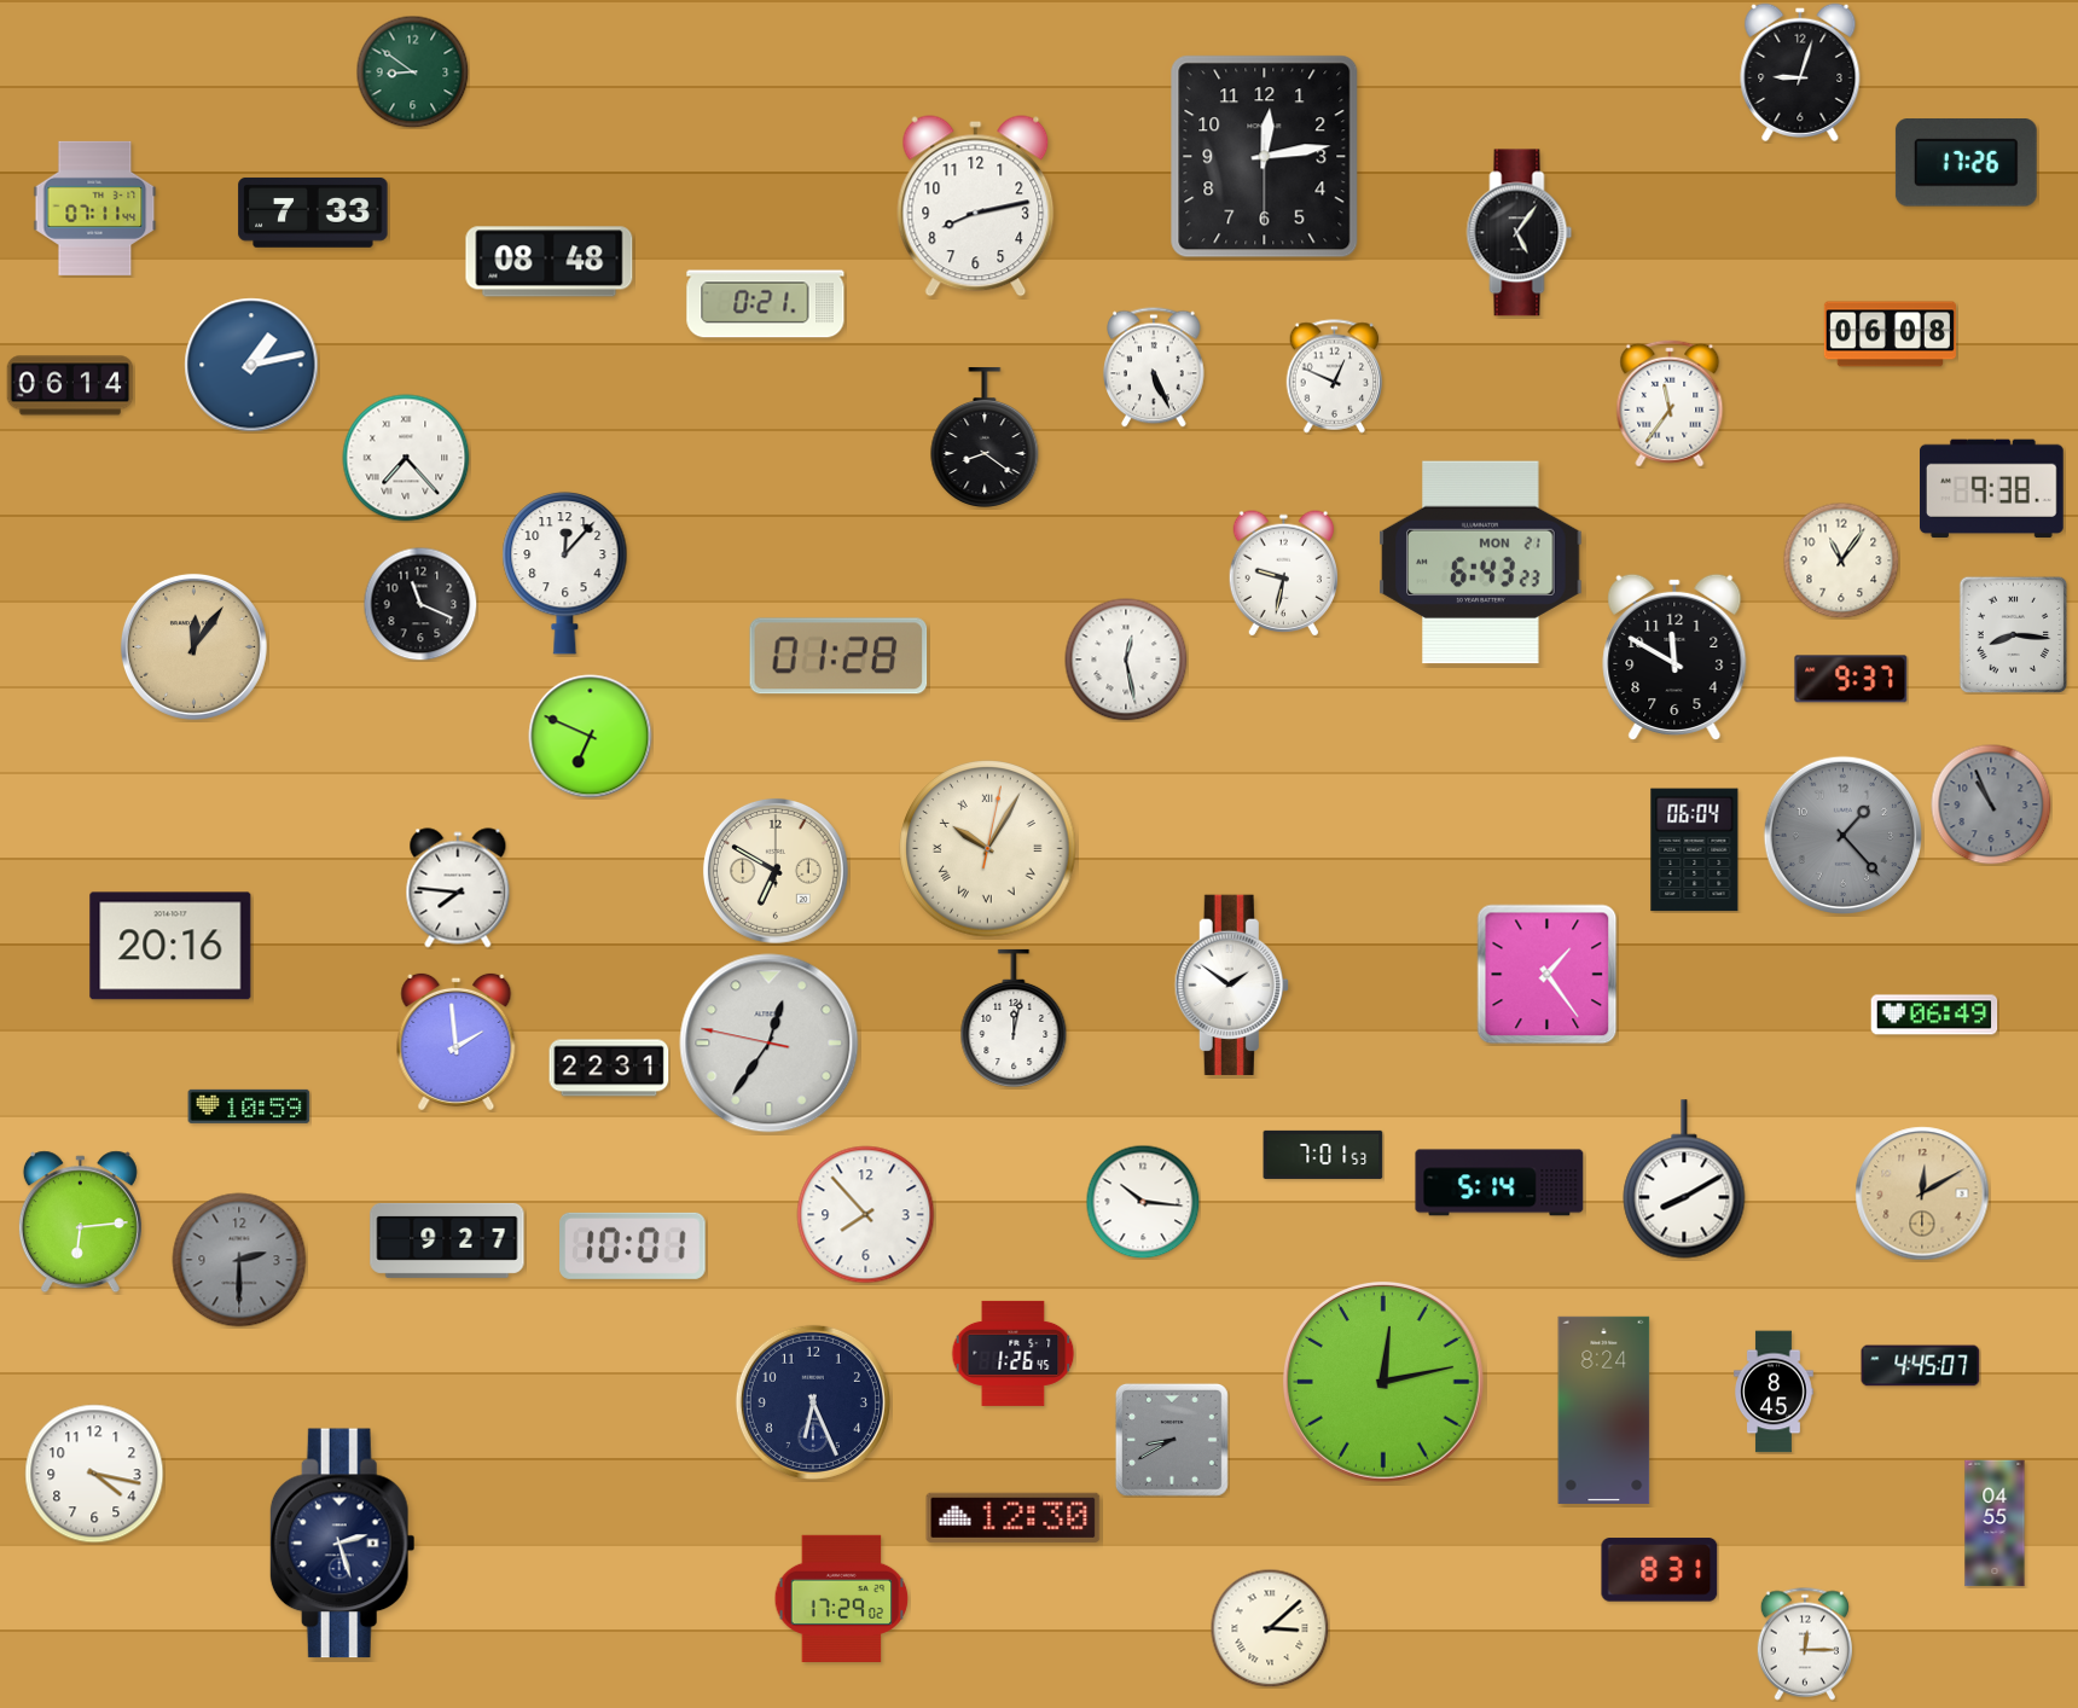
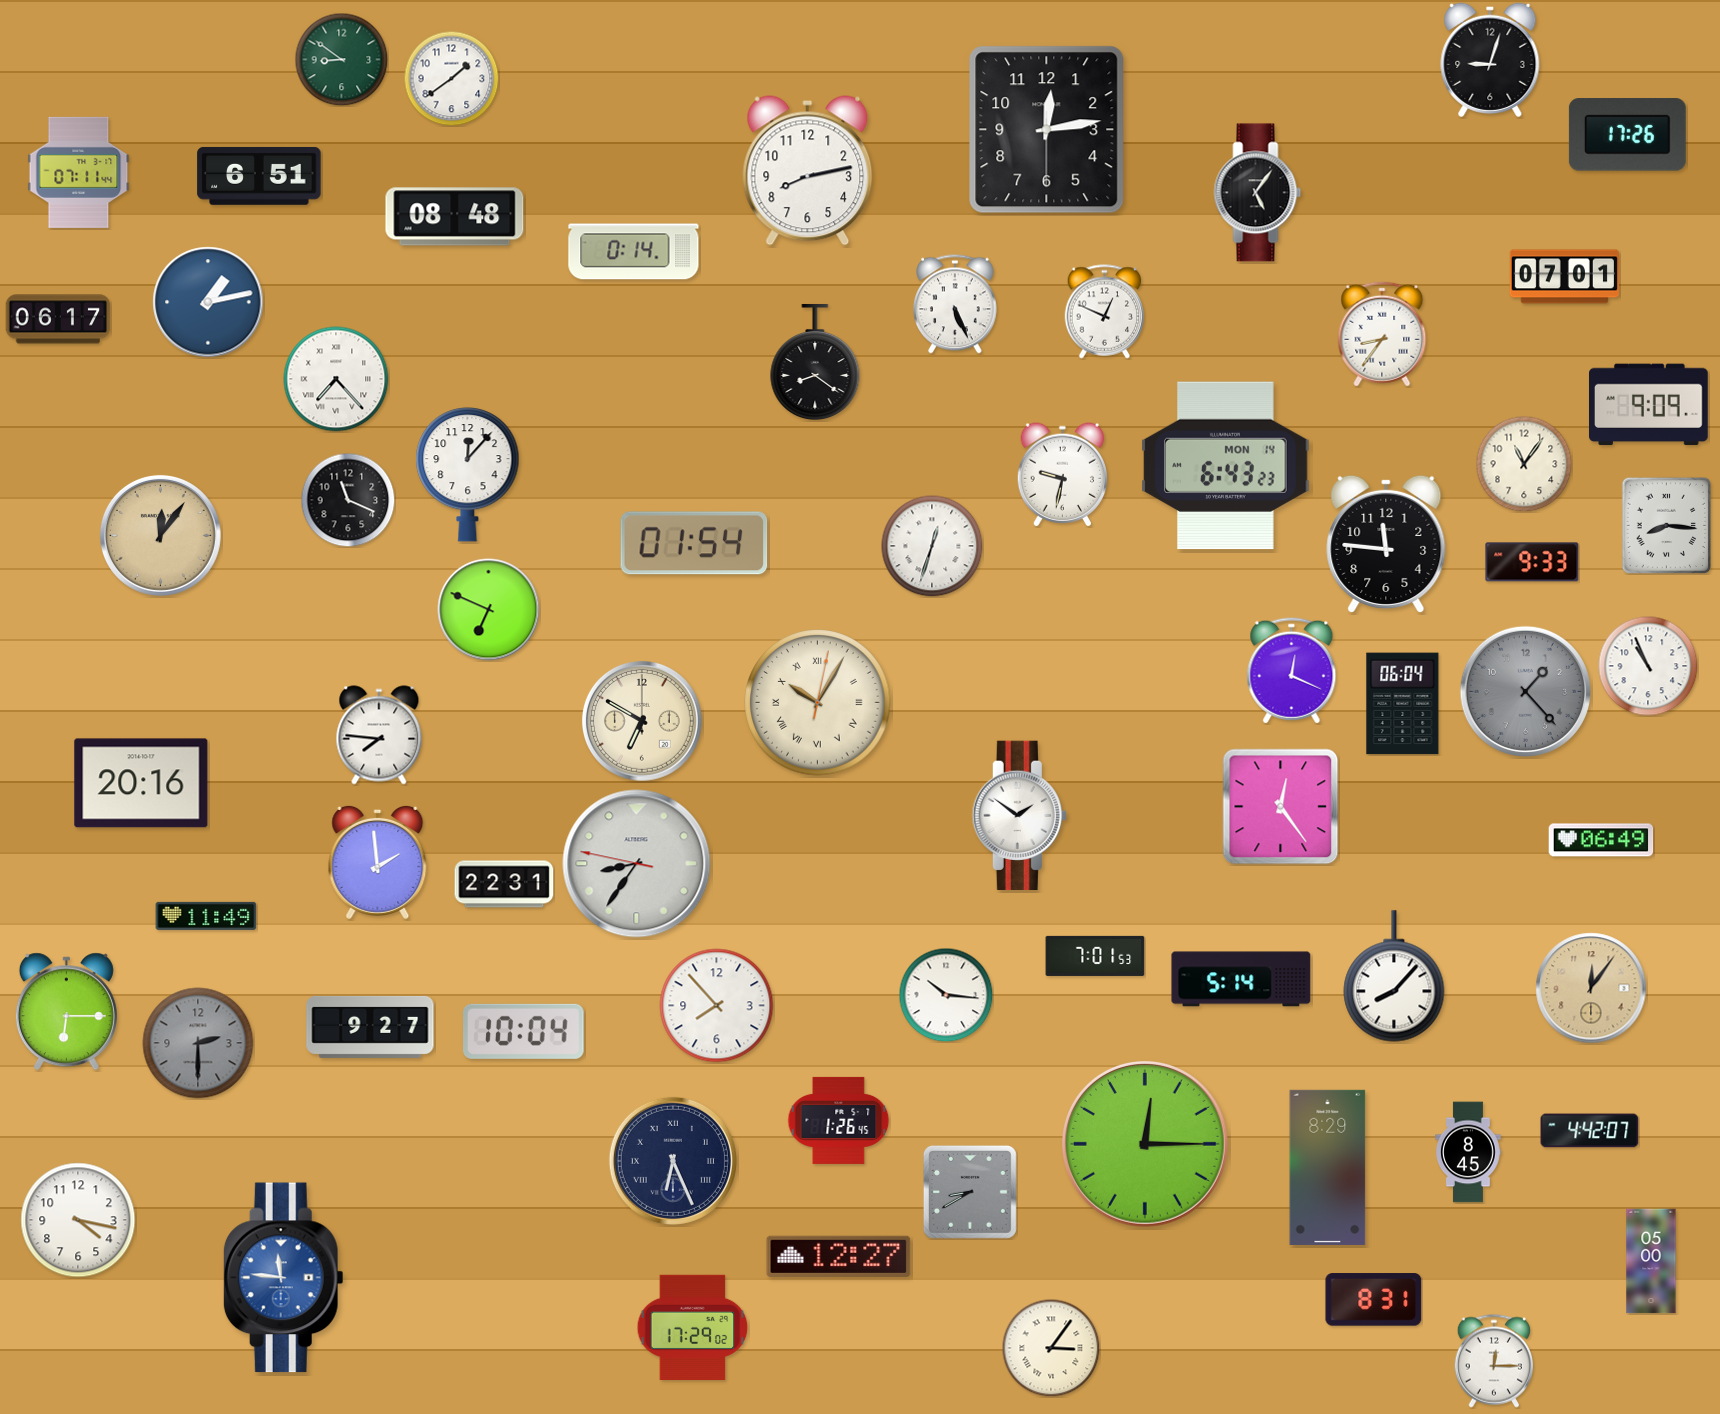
clock at (451, 78): none -> 1:39
clock at (313, 213): 7:33 -> 6:51
clock at (766, 304): 0:21 -> 0:14
clock at (1890, 335): 06:08 -> 07:01
clock at (70, 385): 06:14 -> 06:17
clock at (1670, 403): 11:36 -> 8:36
clock at (1992, 489): 9:38 -> 9:09
clock at (1481, 563) date: MON 21 -> MON 14
clock at (838, 656): 01:28 -> 01:54
clock at (1674, 656): 11:50 -> 11:46
clock at (1126, 660): 12:28 -> 12:33
clock at (1851, 679): 9:37 -> 9:33
clock at (1991, 804) dial: grey -> white
clock at (1292, 671): none -> 12:19
clock at (1548, 975): 1:24 -> 12:24
clock at (1014, 1018): 12:02 -> none
clock at (770, 1044): 12:35 -> 8:35
clock at (249, 1106): 10:59 -> 11:49
clock at (1684, 1179): 8:10 -> 8:07
clock at (1922, 1193): 12:10 -> 12:06
clock at (80, 1222): 6:14 -> 6:15
clock at (633, 1245): 10:01 -> 10:04
clock at (1921, 1366): 4:45 -> 4:42
clock at (1383, 1382): 12:13 -> 12:15
clock at (813, 1402) numerals: Arabic -> Roman
clock at (1604, 1410): 8:24 -> 8:29
clock at (1014, 1517): 12:30 -> 12:27
clock at (1995, 1523): 04:55 -> 05:00
clock at (342, 1544): 2:27 -> 11:46
clock at (342, 1544) dial: navy -> blue
clock at (842, 1598) position: (842, 1598) -> (693, 1327)
clock at (1270, 1628): 3:08 -> 3:06
